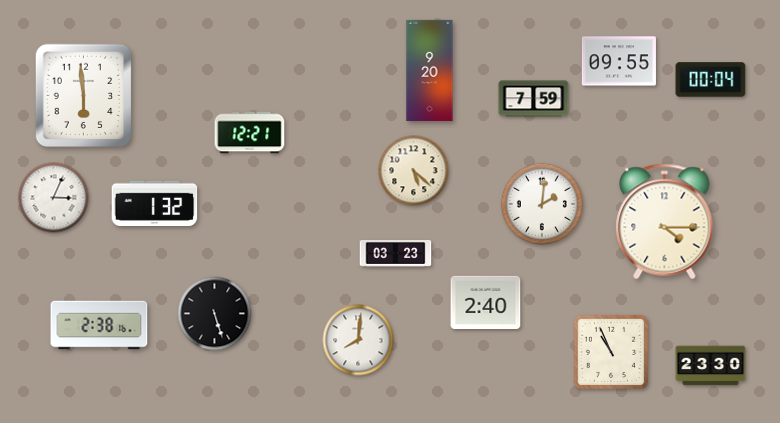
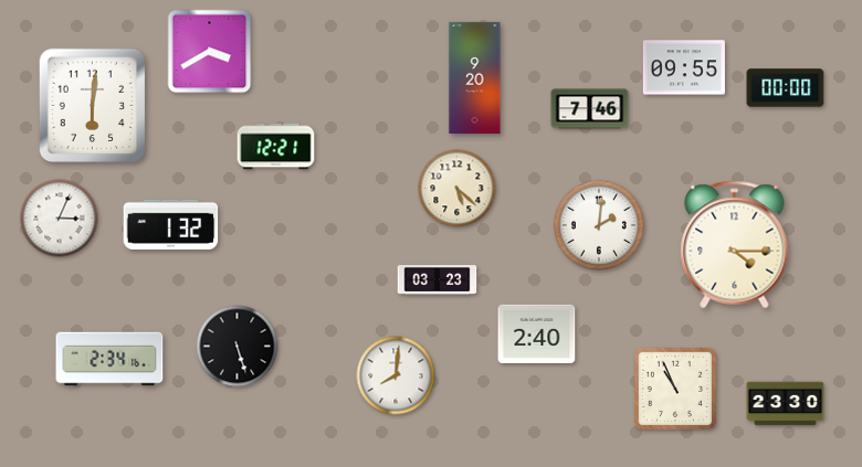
clock at (210, 52): none -> 3:40
clock at (711, 80): 00:04 -> 00:00
clock at (83, 96): 5:59 -> 6:01
clock at (534, 99): 7:59 -> 7:46
clock at (99, 325): 2:38 -> 2:34
